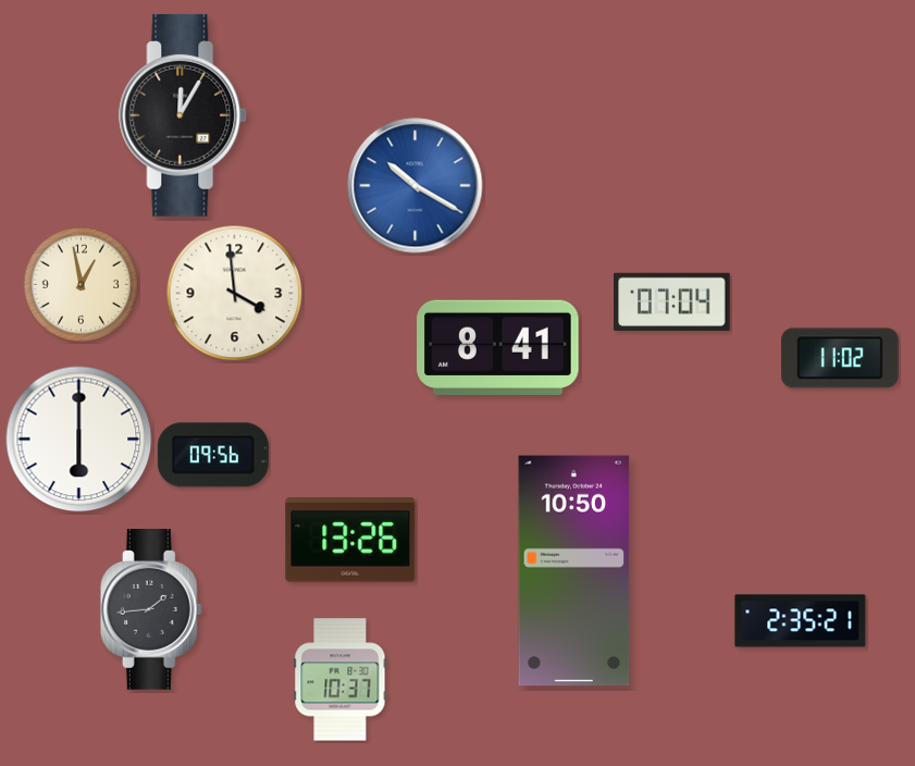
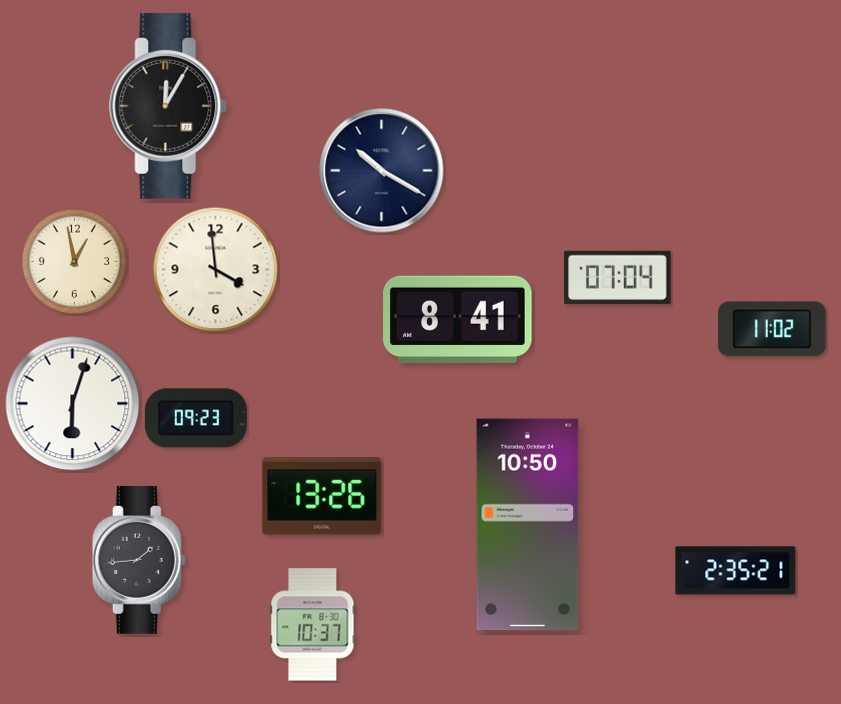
clock at (416, 186) dial: blue -> navy
clock at (79, 440): 6:00 -> 6:03
clock at (213, 455): 09:56 -> 09:23
